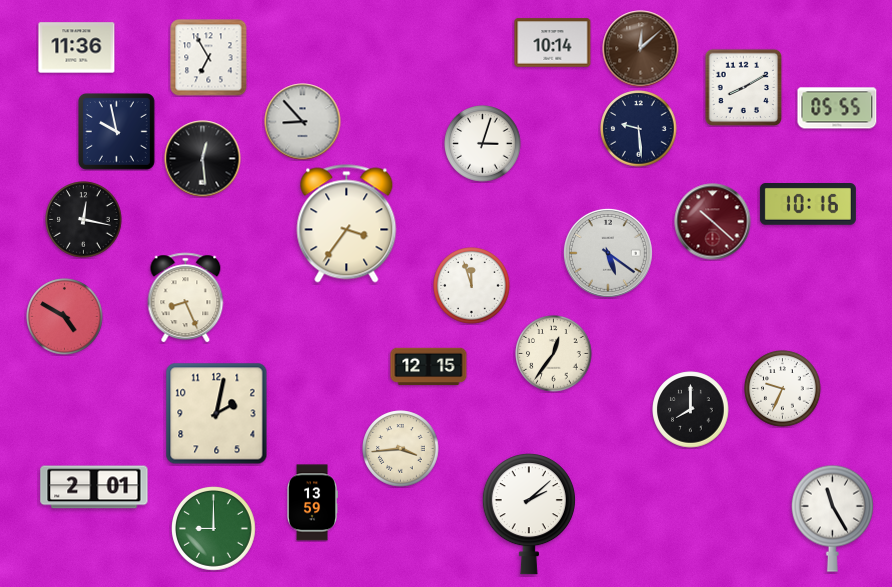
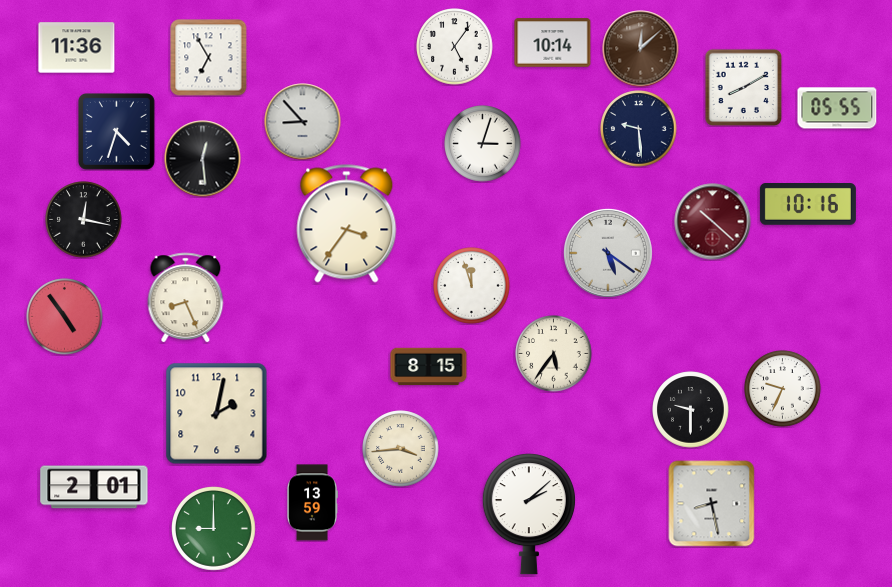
clock at (455, 47): none -> 5:06
clock at (116, 131): 9:58 -> 4:33
clock at (65, 317): 4:50 -> 4:54
clock at (554, 354): 12:36 -> 5:36
clock at (429, 367): 12:15 -> 8:15
clock at (691, 410): 8:00 -> 9:30
clock at (712, 504): none -> 8:28
clock at (832, 518): 11:25 -> none
